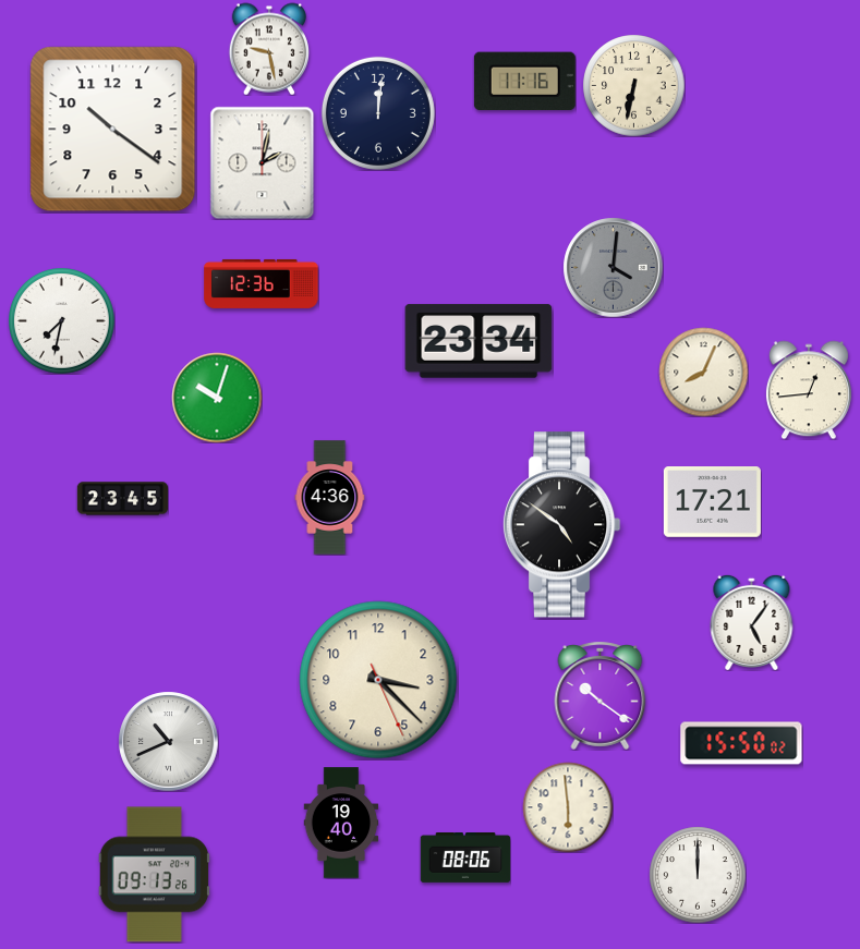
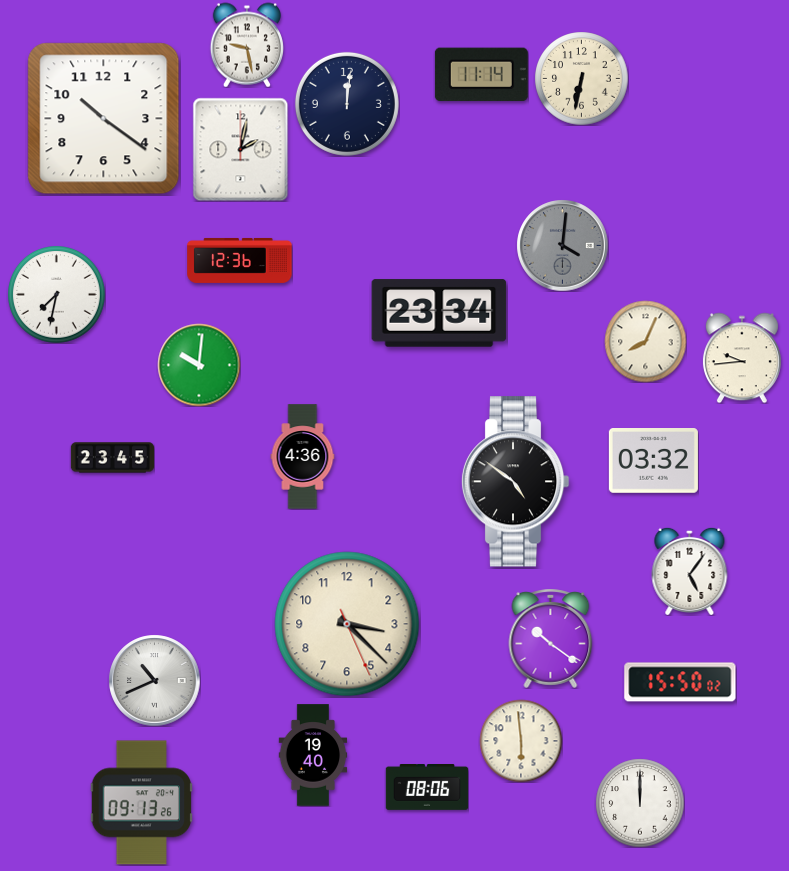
clock at (524, 82): 11:16 -> 11:14
clock at (809, 390): 12:44 -> 9:44
clock at (217, 398): 10:03 -> 10:01
clock at (712, 502): 17:21 -> 03:32
